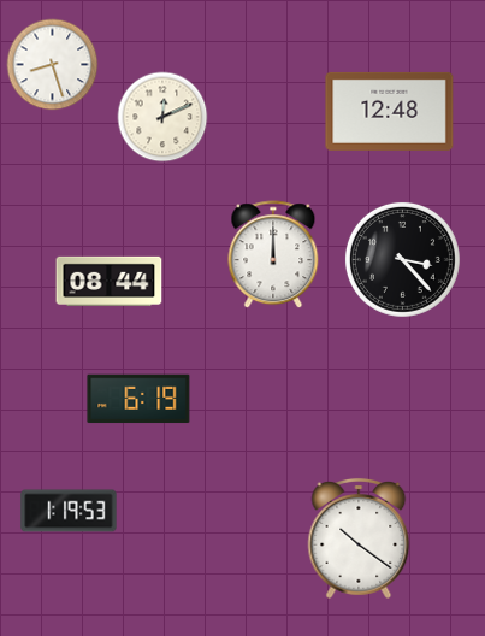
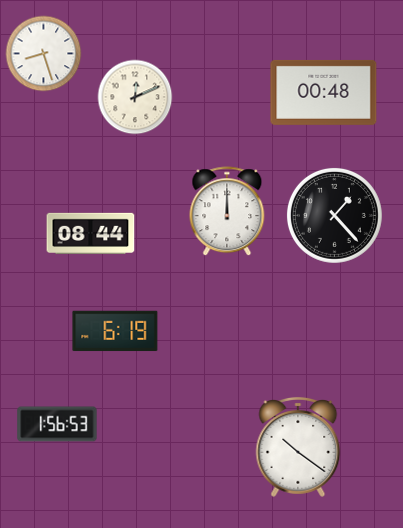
clock at (390, 111): 12:48 -> 00:48
clock at (402, 259): 3:23 -> 1:23
clock at (69, 511): 1:19 -> 1:56
